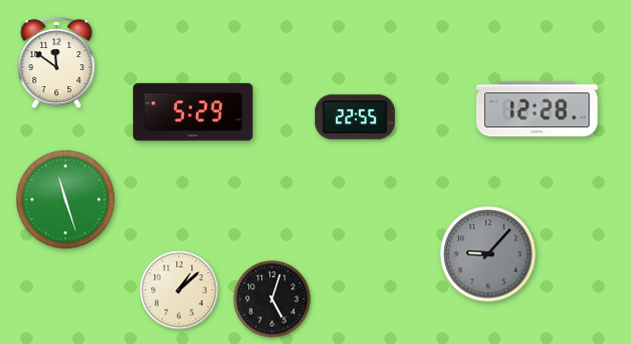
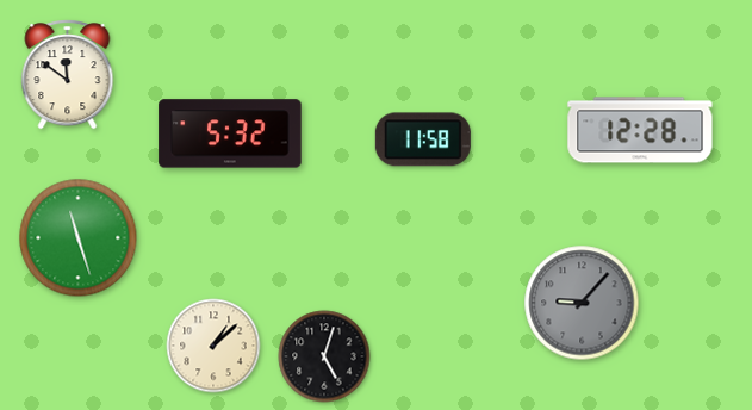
clock at (193, 112): 5:29 -> 5:32
clock at (355, 117): 22:55 -> 11:58
